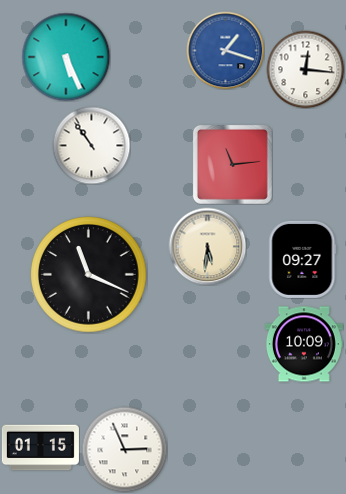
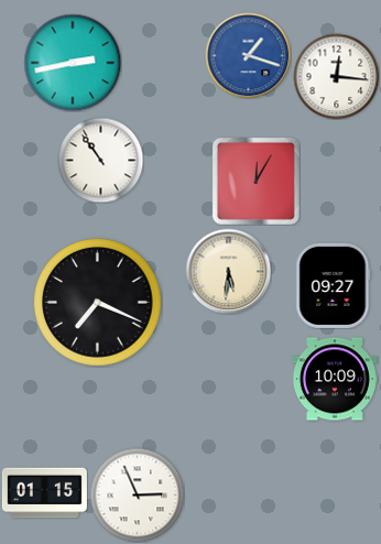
clock at (66, 57): 5:26 -> 2:43
clock at (232, 164): 11:14 -> 12:05
clock at (89, 275): 11:19 -> 7:19
